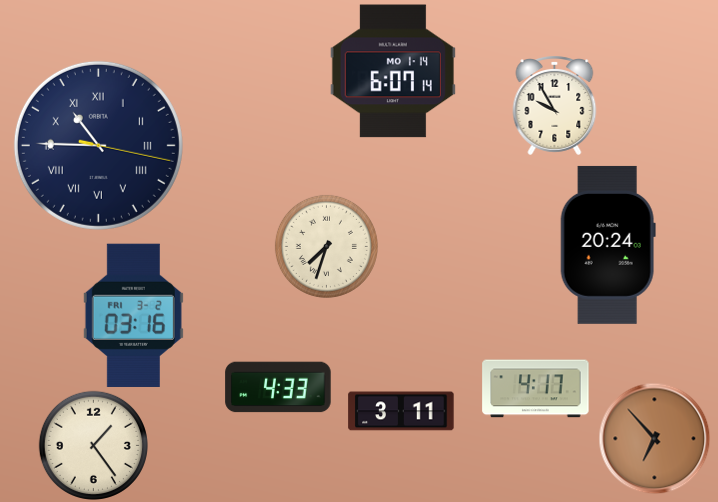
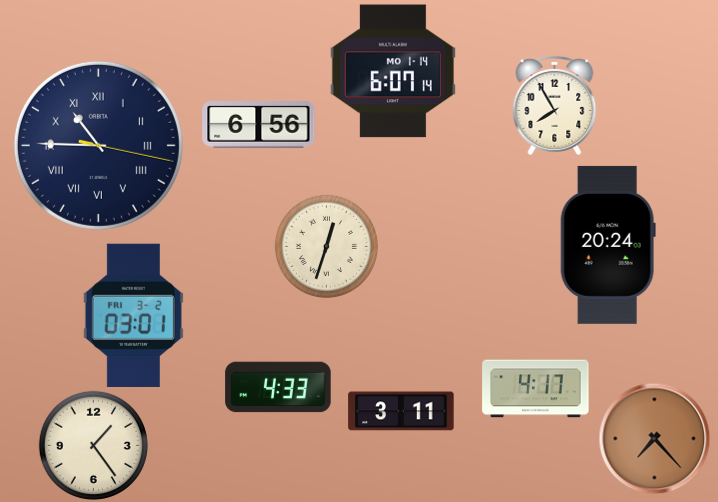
clock at (555, 106): 9:55 -> 7:55
clock at (259, 125): none -> 6:56
clock at (326, 246): 7:33 -> 12:33
clock at (133, 315): 03:16 -> 03:01
clock at (654, 438): 6:53 -> 7:23
